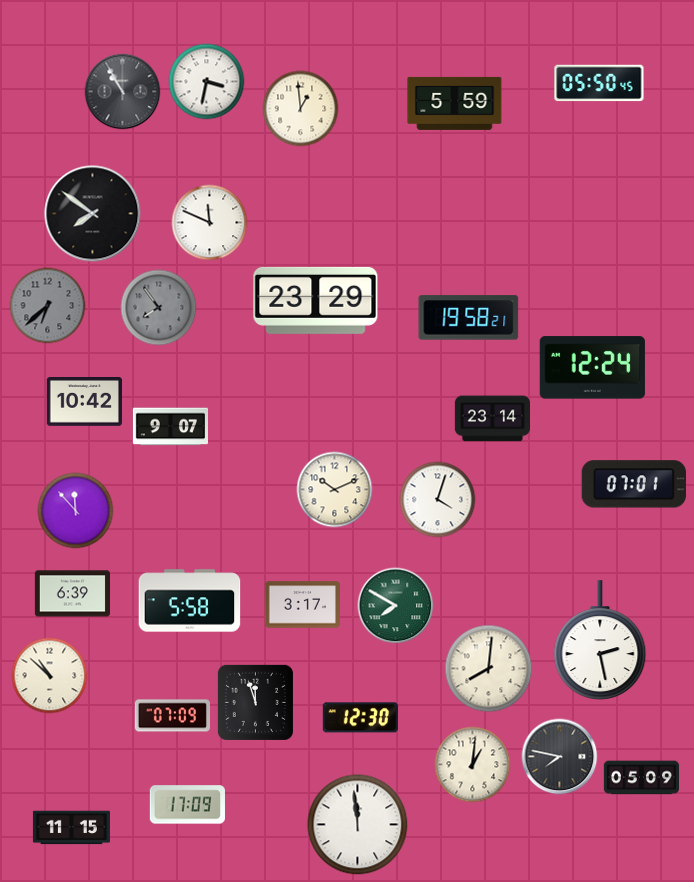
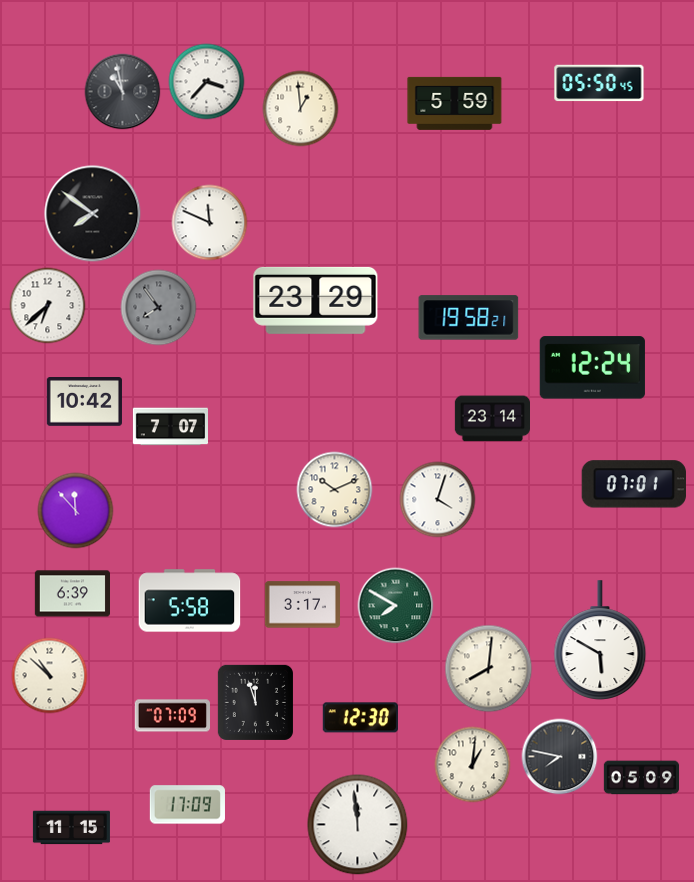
clock at (207, 82): 3:32 -> 3:37
clock at (123, 92): 10:55 -> 10:58
clock at (48, 306) dial: grey -> white
clock at (170, 427): 9:07 -> 7:07
clock at (600, 640): 2:28 -> 5:50
